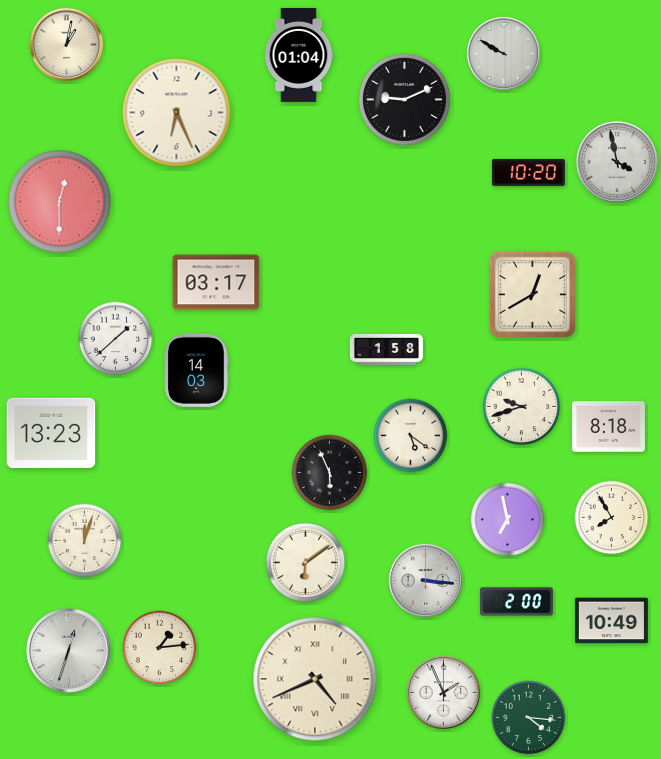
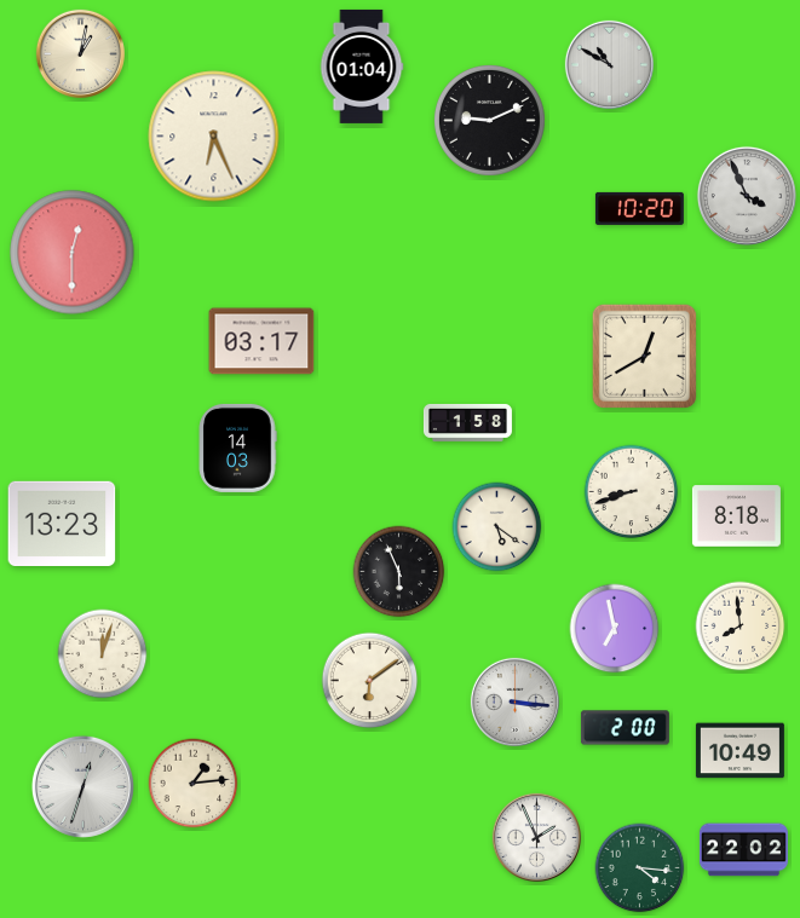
clock at (503, 53): 9:50 -> 10:50
clock at (617, 162): 3:58 -> 3:56
clock at (60, 202) position: (60, 202) -> (73, 253)
clock at (116, 339): 1:38 -> none
clock at (522, 407): 9:42 -> 8:42
clock at (612, 518): 7:55 -> 7:59
clock at (315, 679): 4:41 -> none
clock at (743, 850): none -> 22:02
